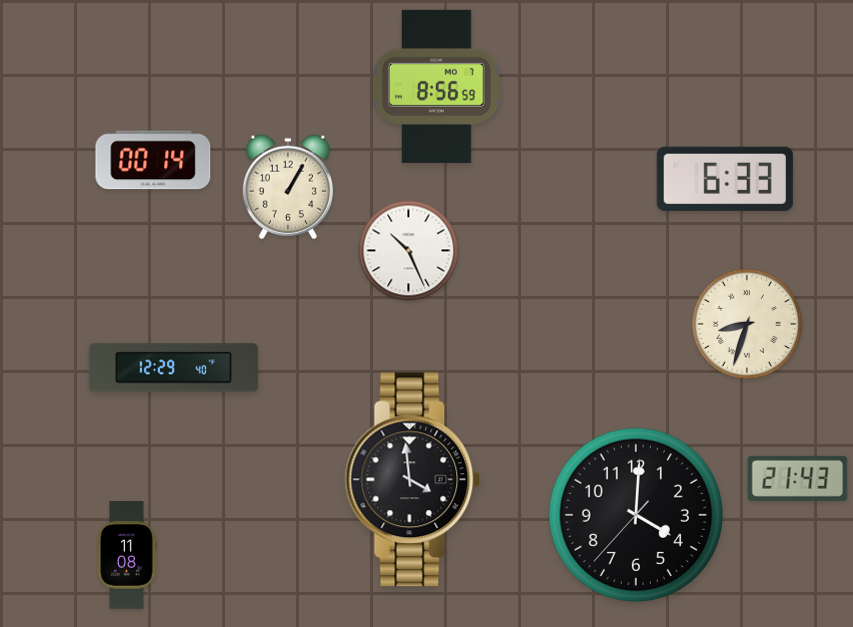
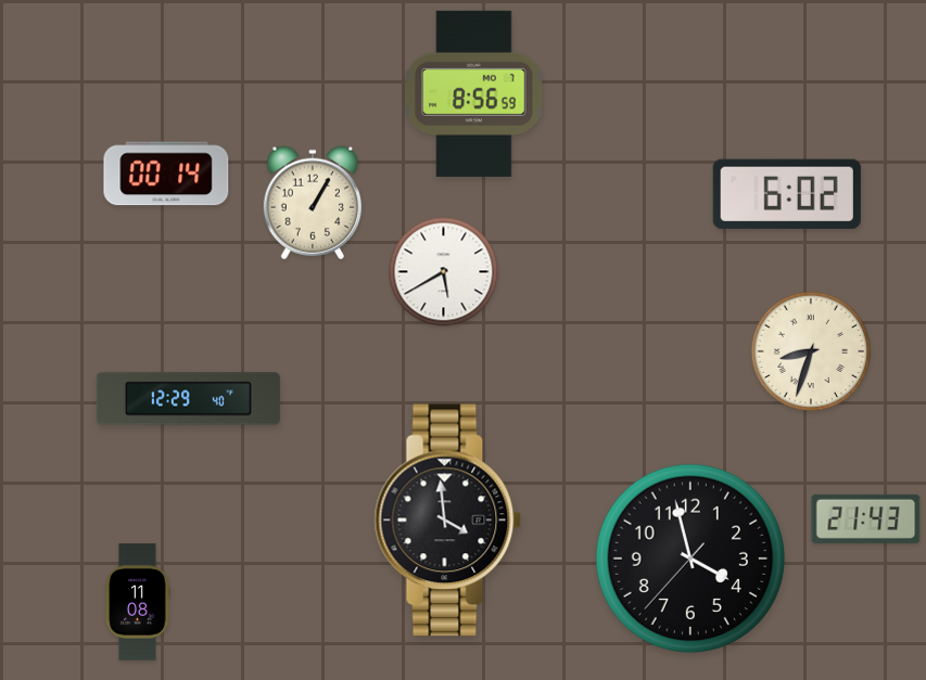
clock at (725, 179): 6:33 -> 6:02
clock at (409, 251): 10:26 -> 5:40
clock at (636, 515): 4:00 -> 3:57
